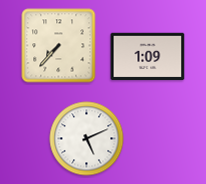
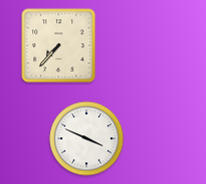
clock at (148, 57): 1:09 -> none
clock at (87, 139): 5:11 -> 3:49
